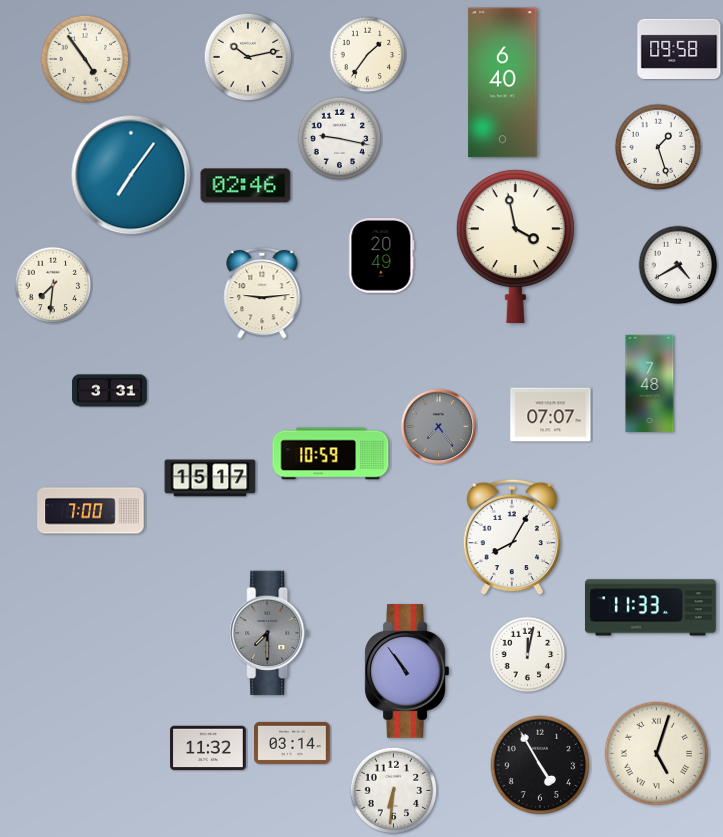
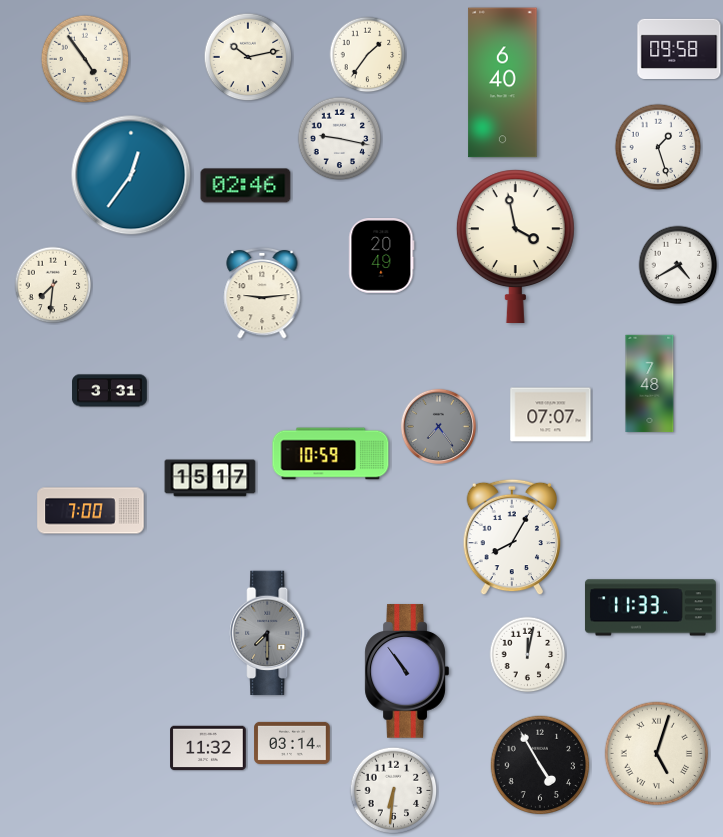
clock at (131, 175): 7:06 -> 12:36
